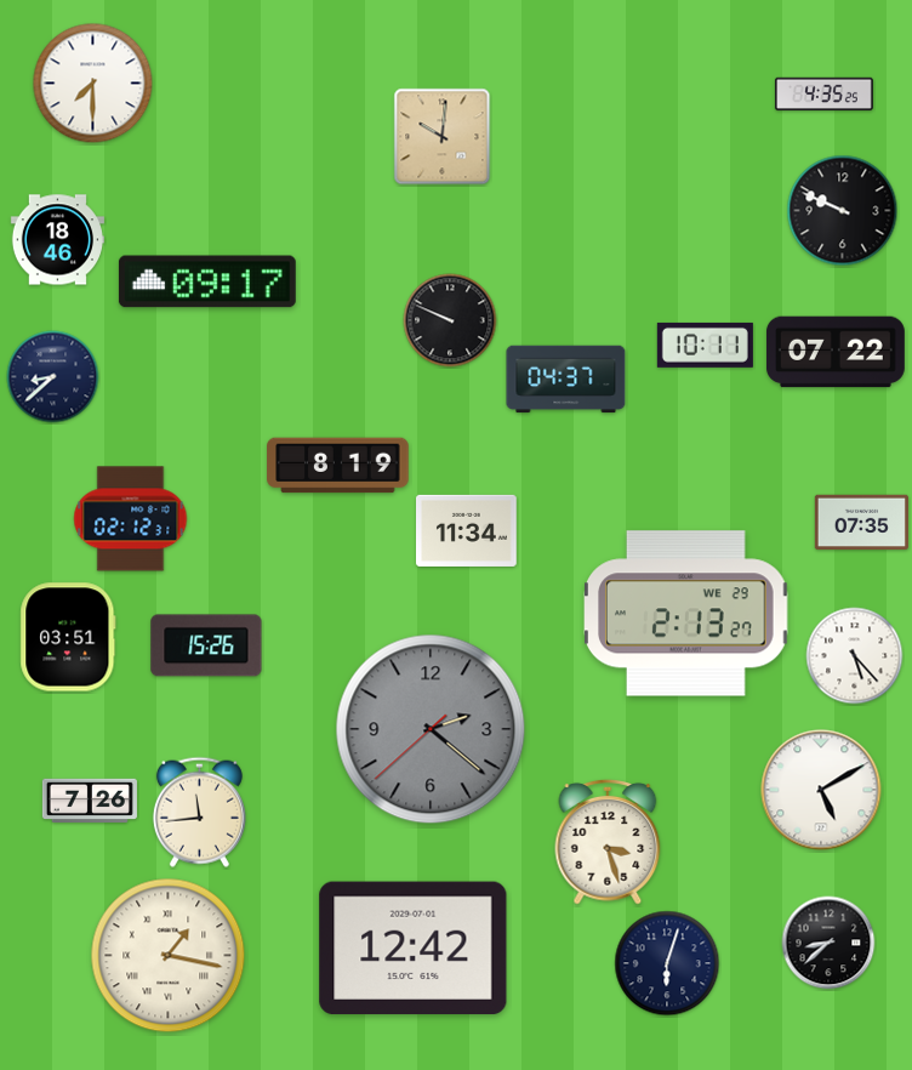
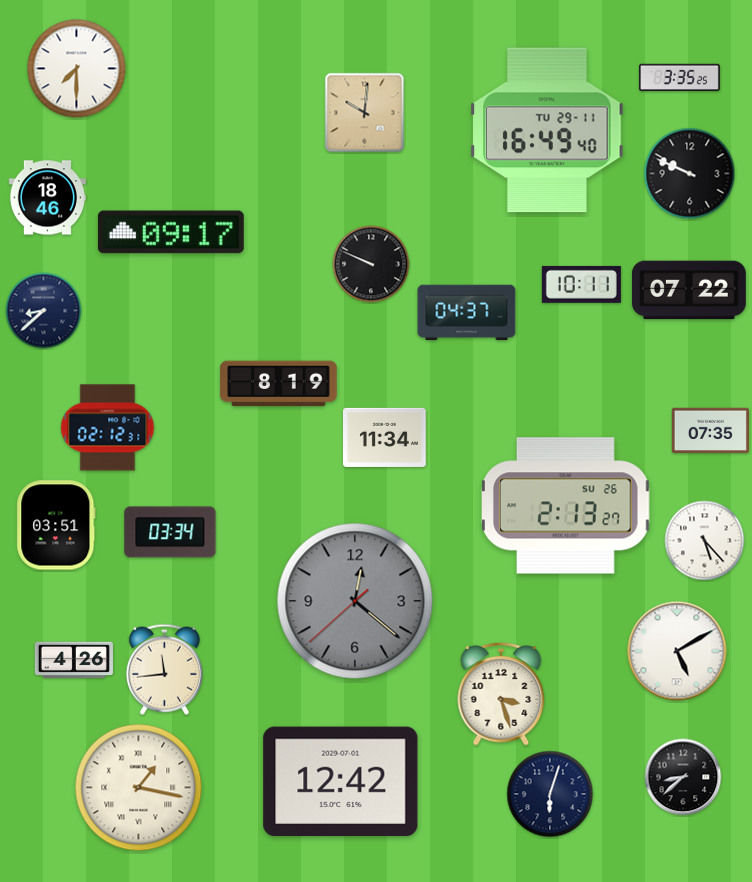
clock at (823, 95): 4:35 -> 3:35
clock at (547, 130): none -> 16:49
clock at (843, 211) position: (843, 211) -> (690, 174)
clock at (686, 614) date: WE 29 -> SU 26
clock at (206, 645): 15:26 -> 03:34
clock at (431, 729): 2:21 -> 12:21
clock at (90, 801): 7:26 -> 4:26
